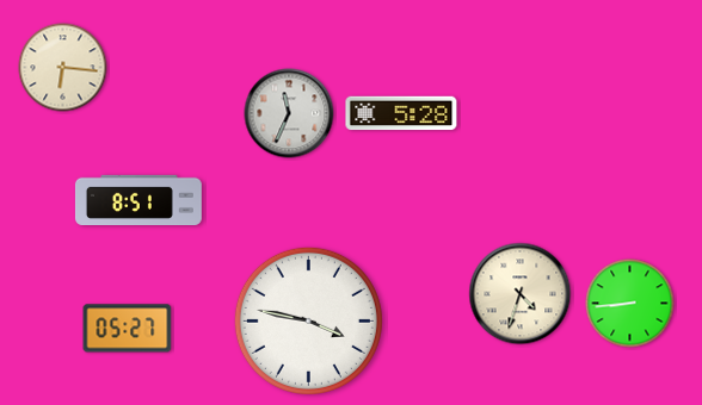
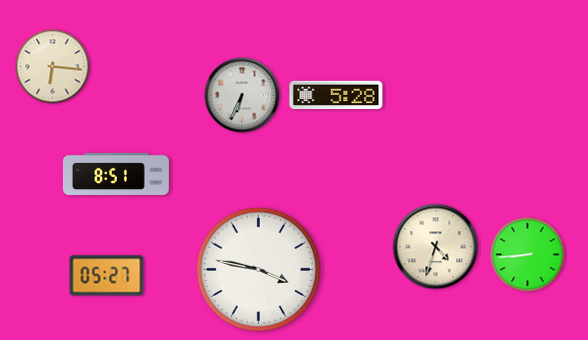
clock at (63, 68) position: (63, 68) -> (53, 67)
clock at (289, 113): 11:34 -> 6:34
clock at (138, 199) position: (138, 199) -> (116, 173)
